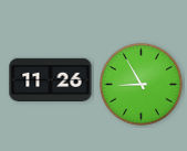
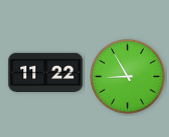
clock at (51, 79): 11:26 -> 11:22
